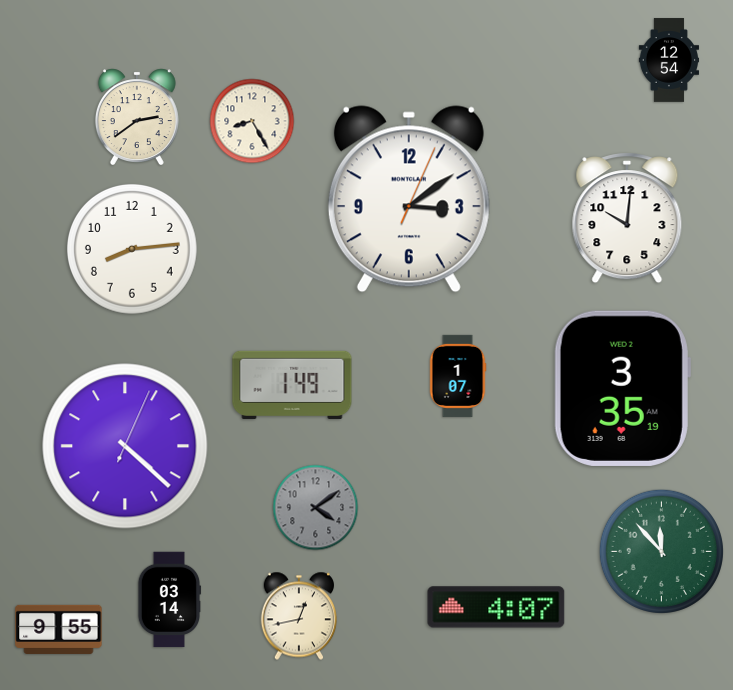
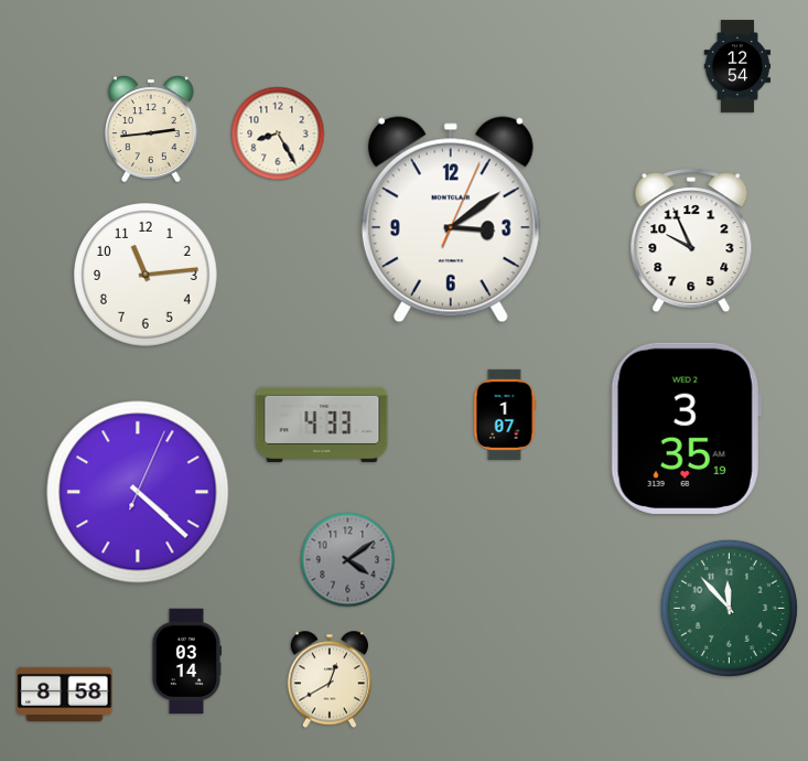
clock at (137, 117): 2:39 -> 2:44
clock at (627, 218): 10:01 -> 9:56
clock at (132, 249): 8:14 -> 11:14
clock at (292, 385): 1:49 -> 4:33
clock at (496, 607): 4:07 -> none
clock at (299, 616): 12:43 -> 12:40
clock at (59, 629): 9:55 -> 8:58
